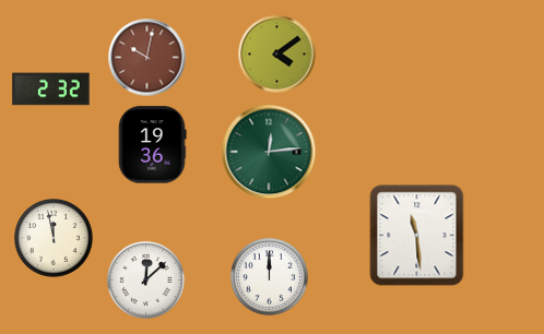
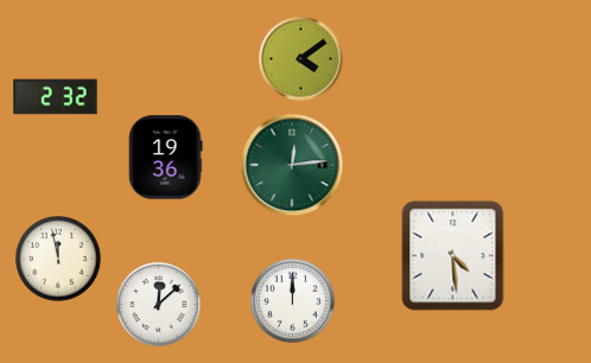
clock at (147, 58): 10:02 -> none
clock at (417, 236): 11:29 -> 4:29
